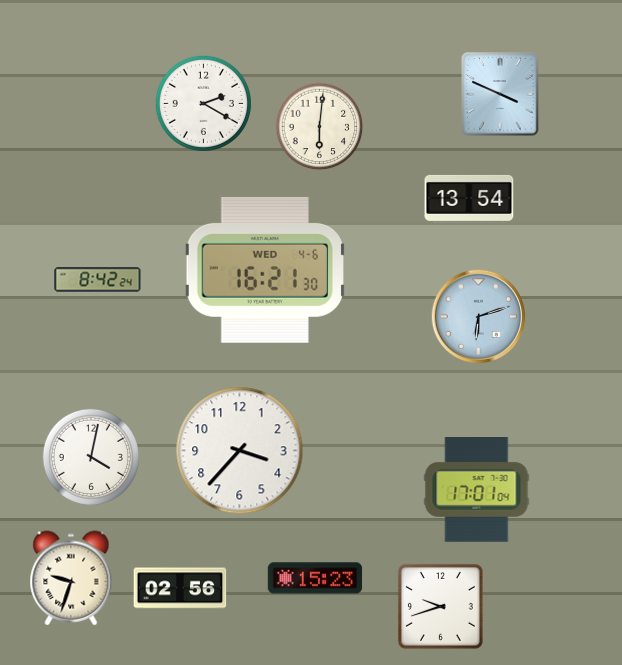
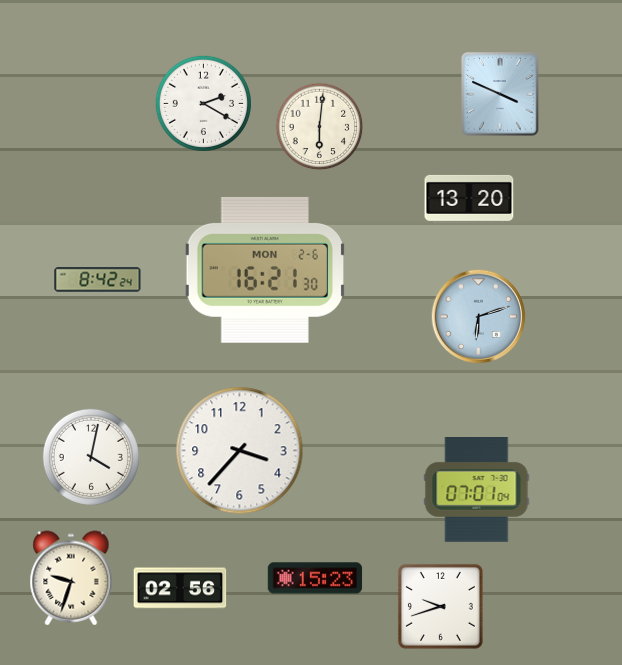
clock at (469, 199): 13:54 -> 13:20
clock at (265, 270) date: WED 4-6 -> MON 2-6
clock at (477, 490): 17:01 -> 07:01
